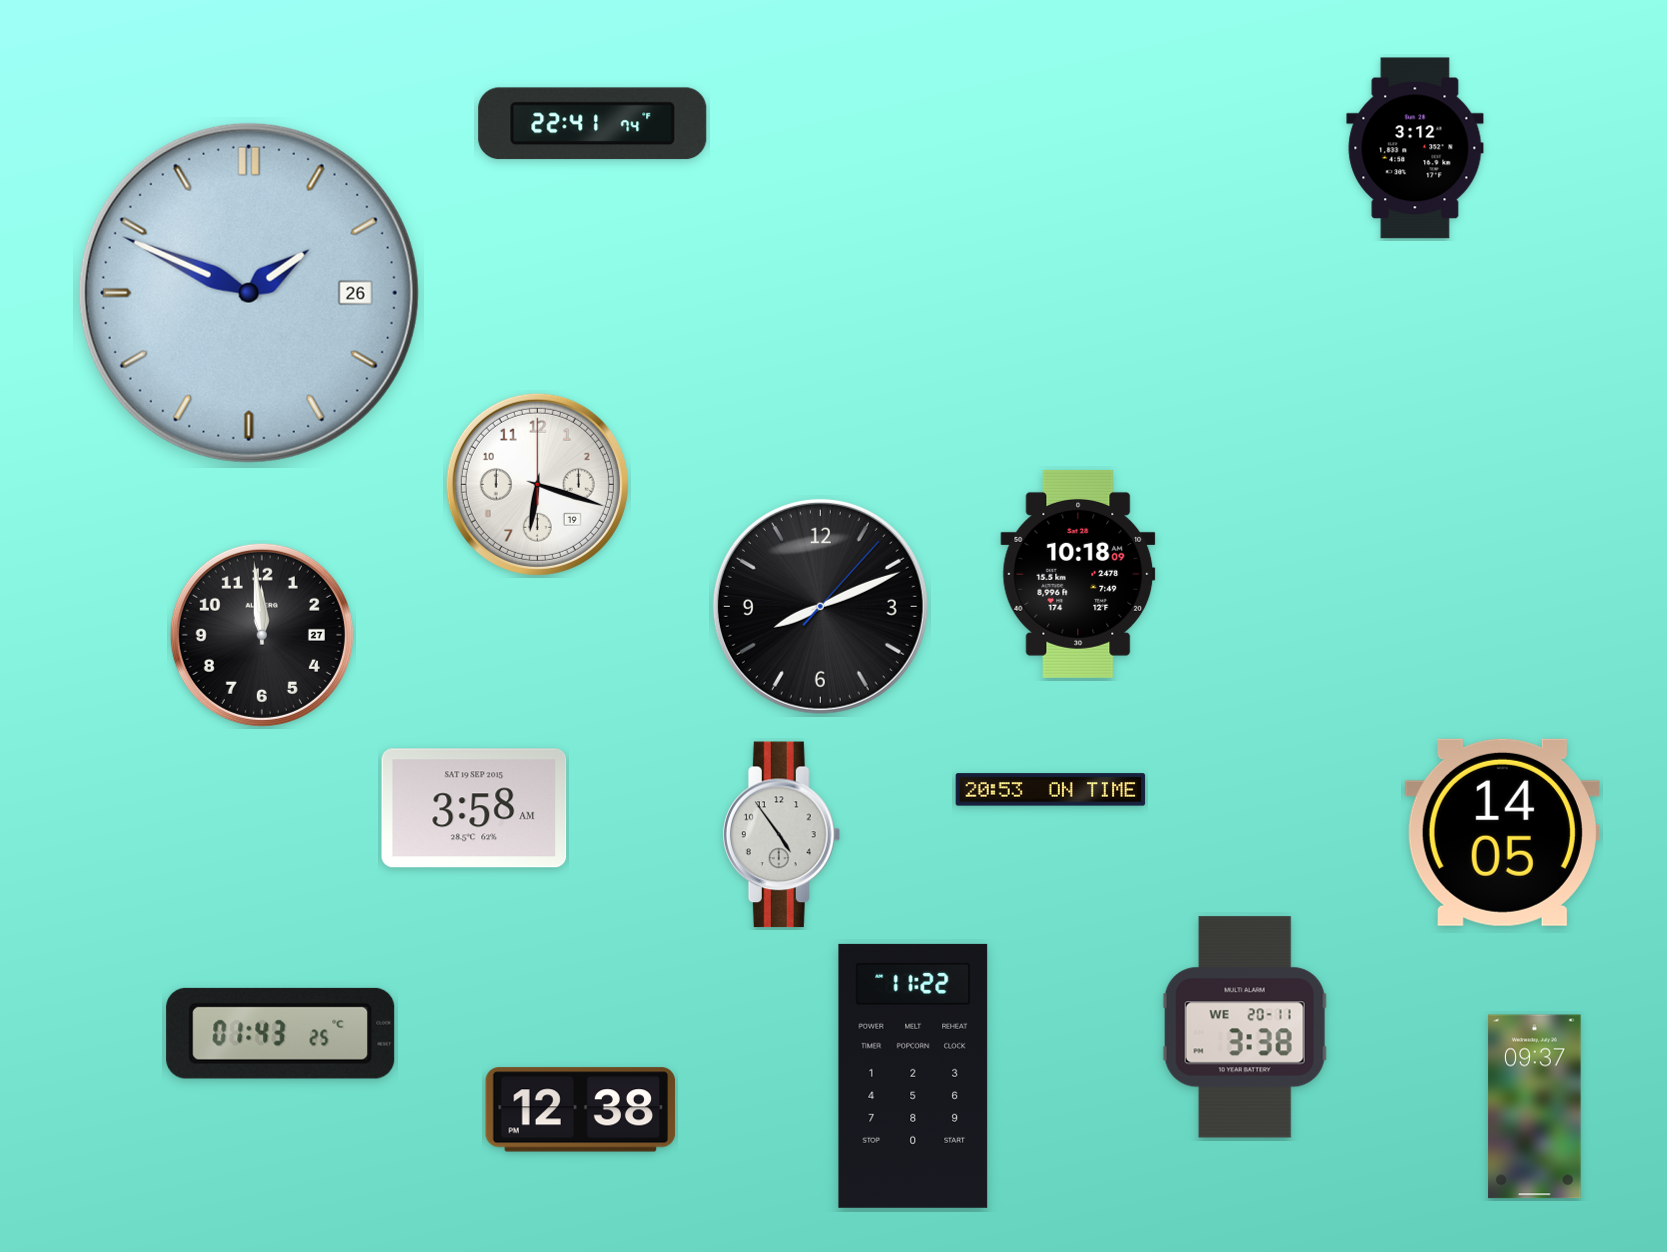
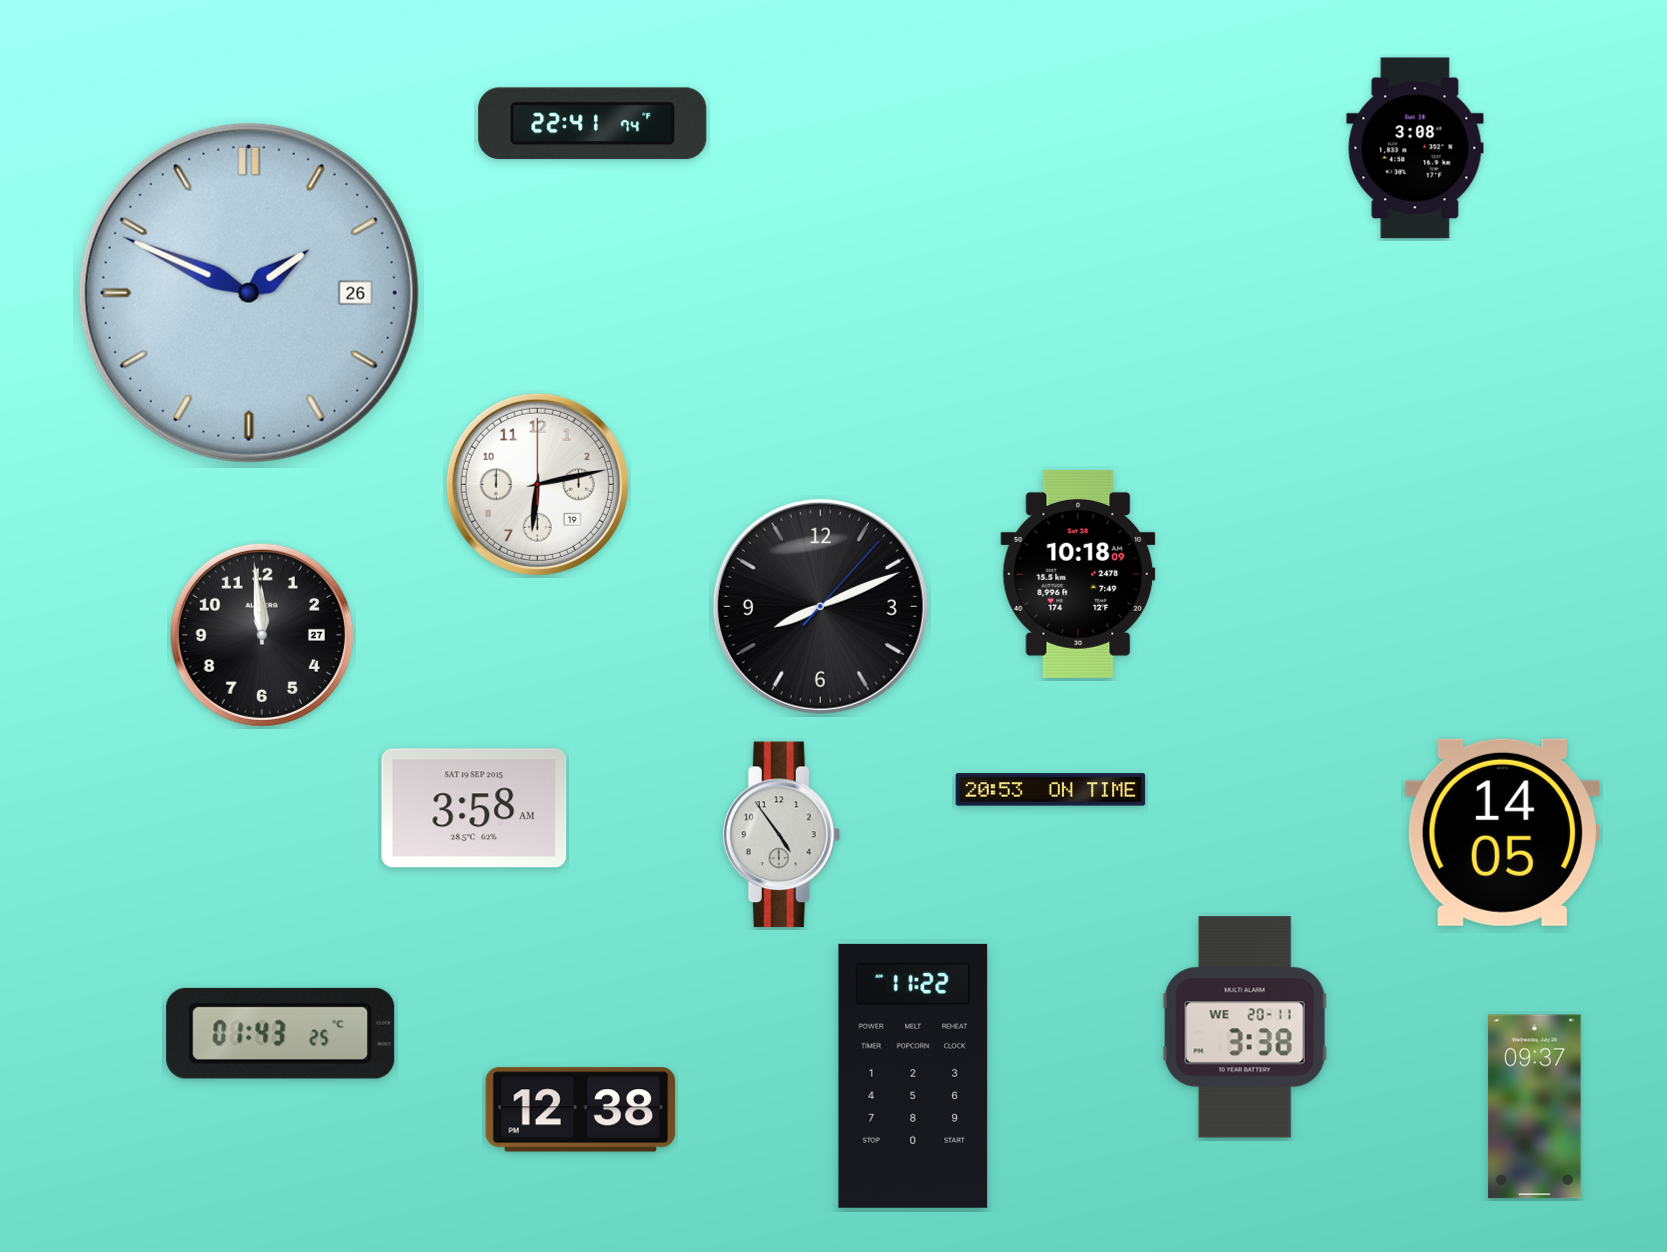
clock at (1415, 148): 3:12 -> 3:08
clock at (537, 484): 6:18 -> 6:13
